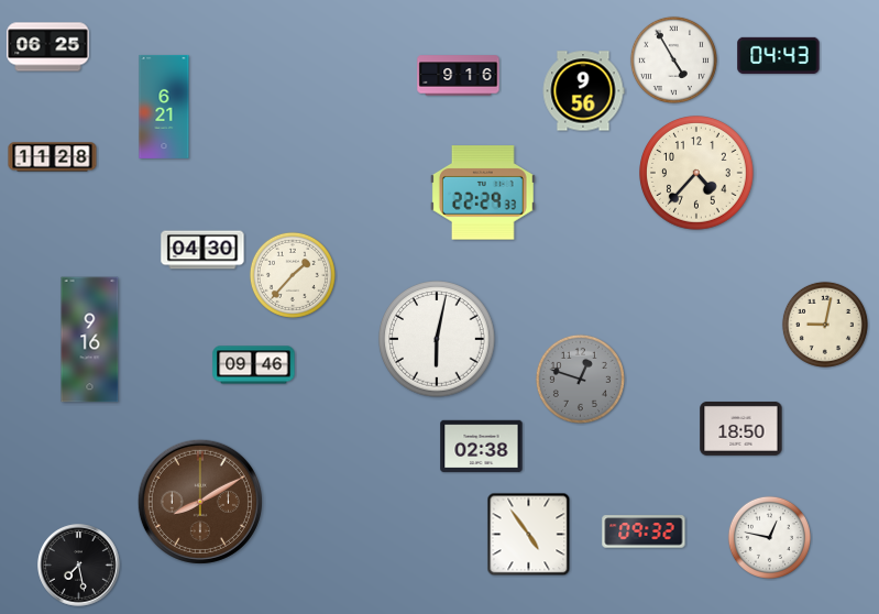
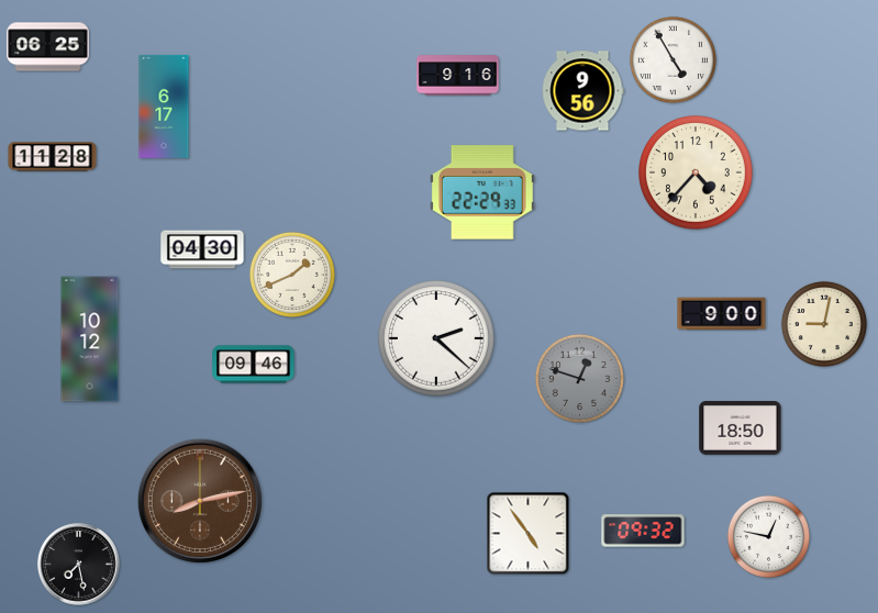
clock at (779, 55): 04:43 -> none
clock at (164, 107): 6:21 -> 6:17
clock at (293, 275): 1:37 -> 1:41
clock at (722, 314): none -> 9:00
clock at (437, 339): 6:02 -> 2:22
clock at (90, 340): 9:16 -> 10:12
clock at (482, 447): 02:38 -> none
clock at (200, 502): 8:10 -> 8:13
